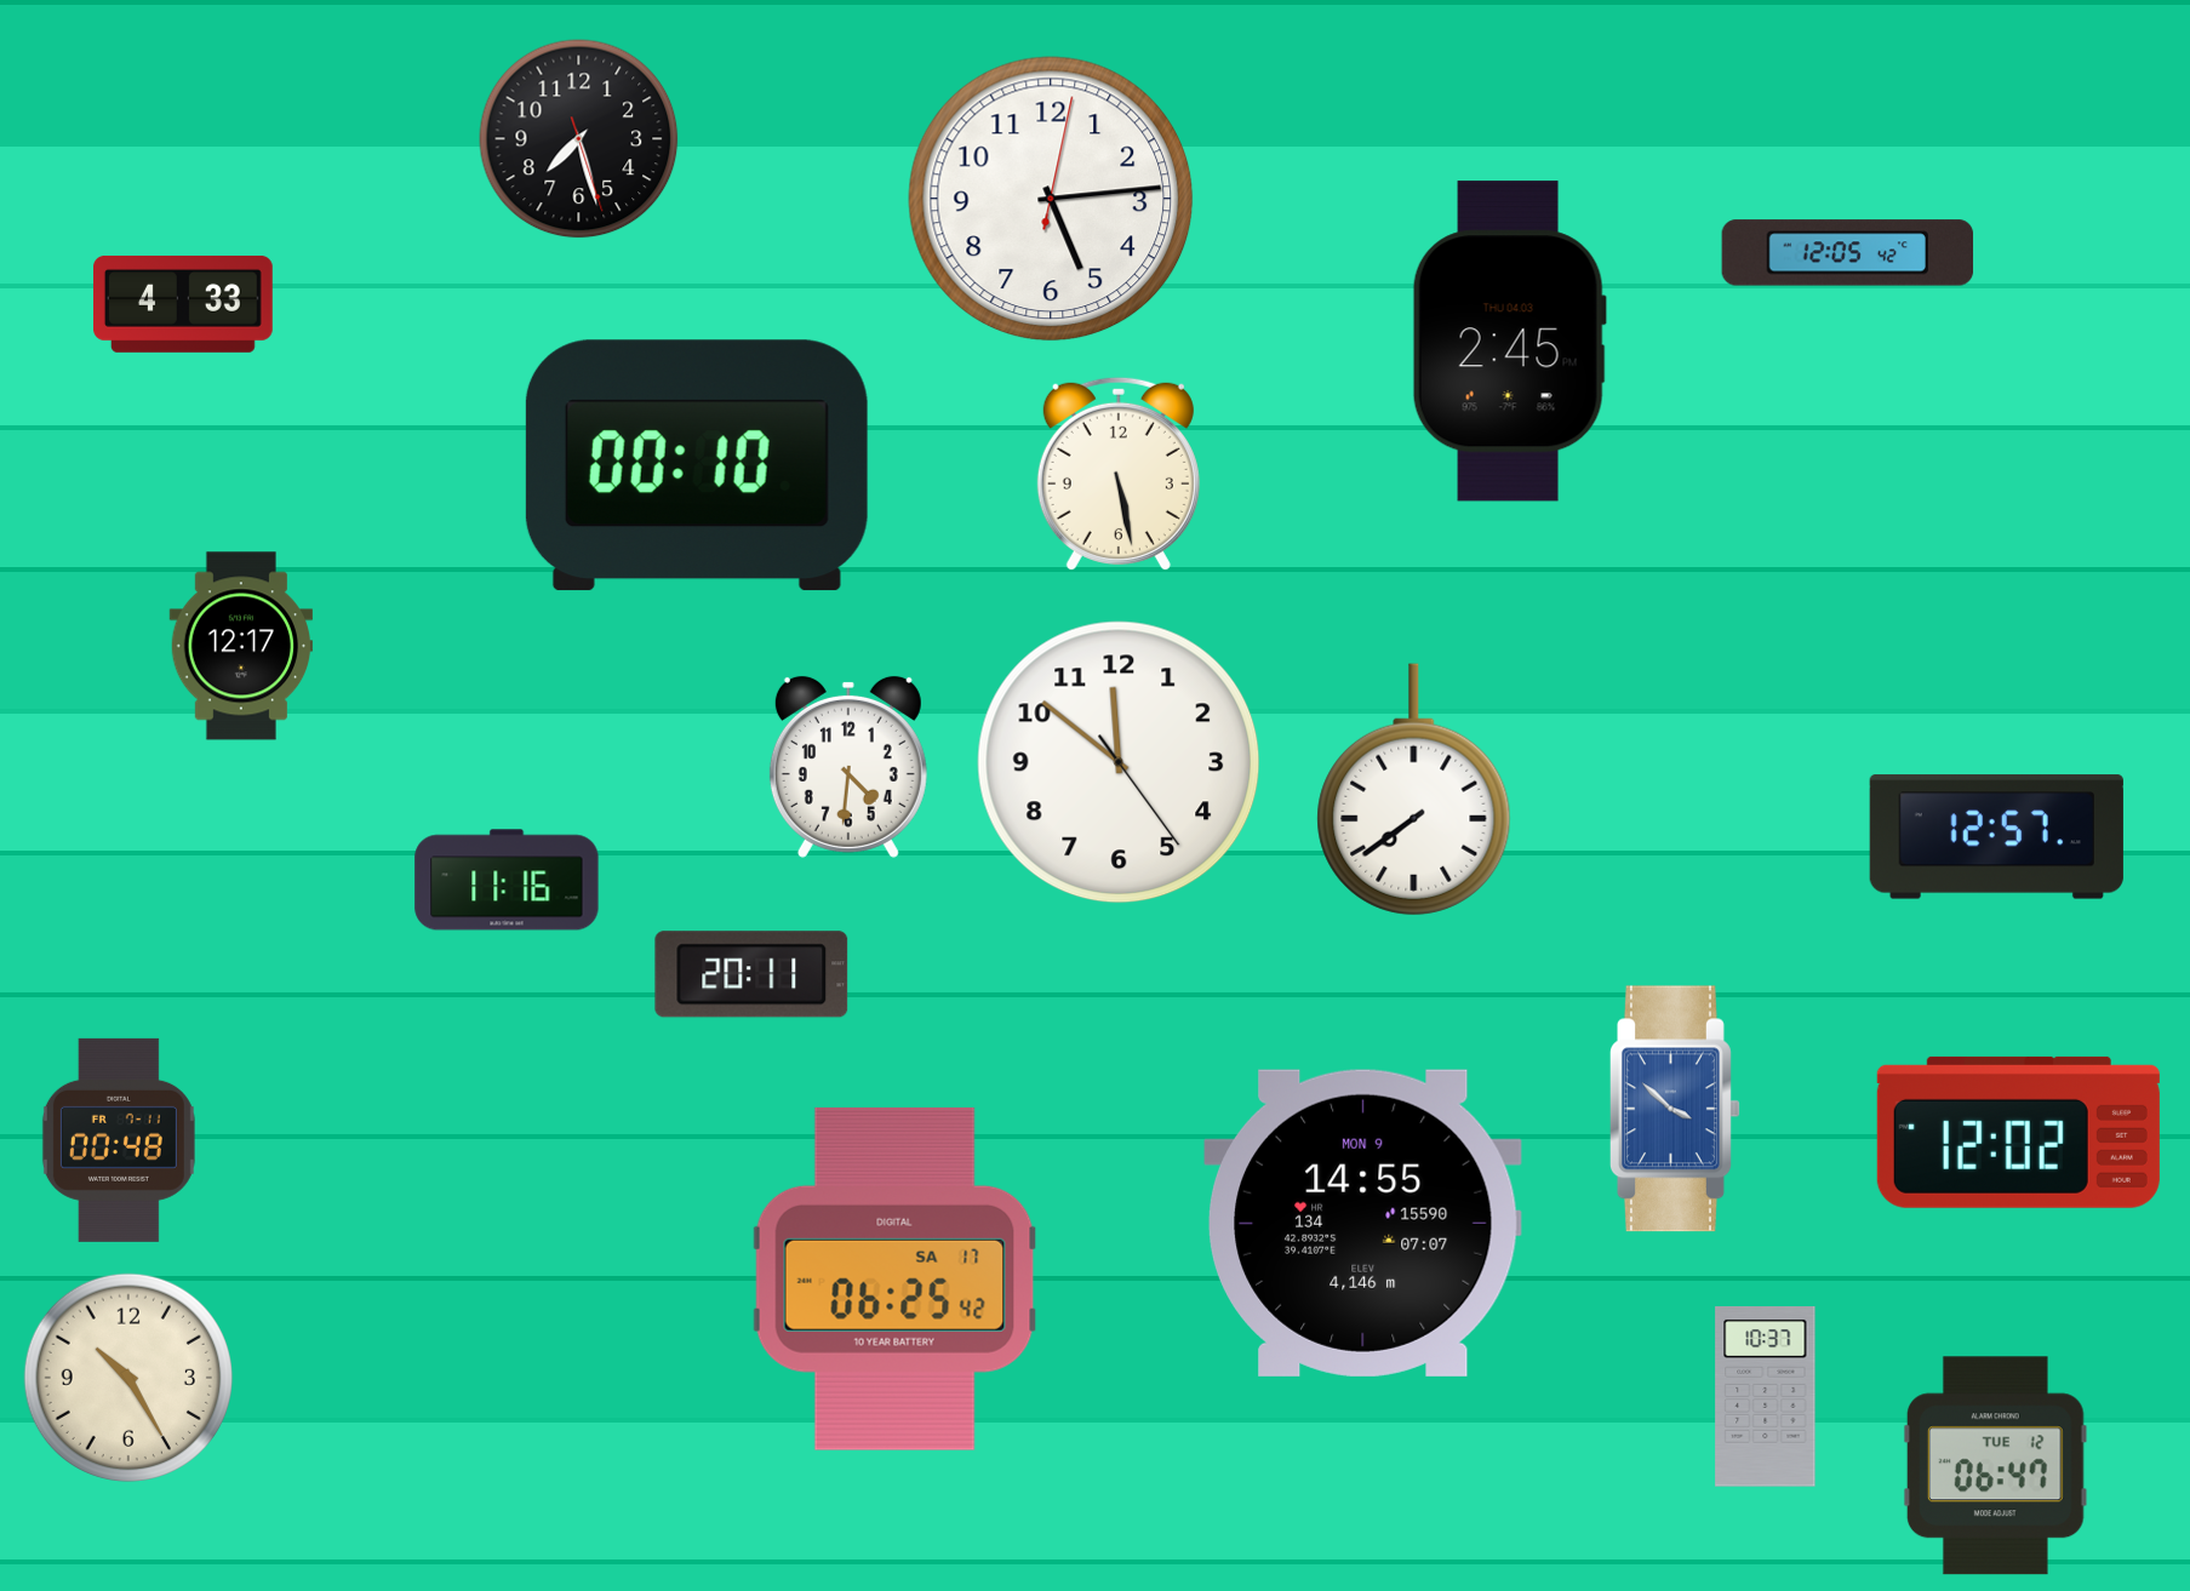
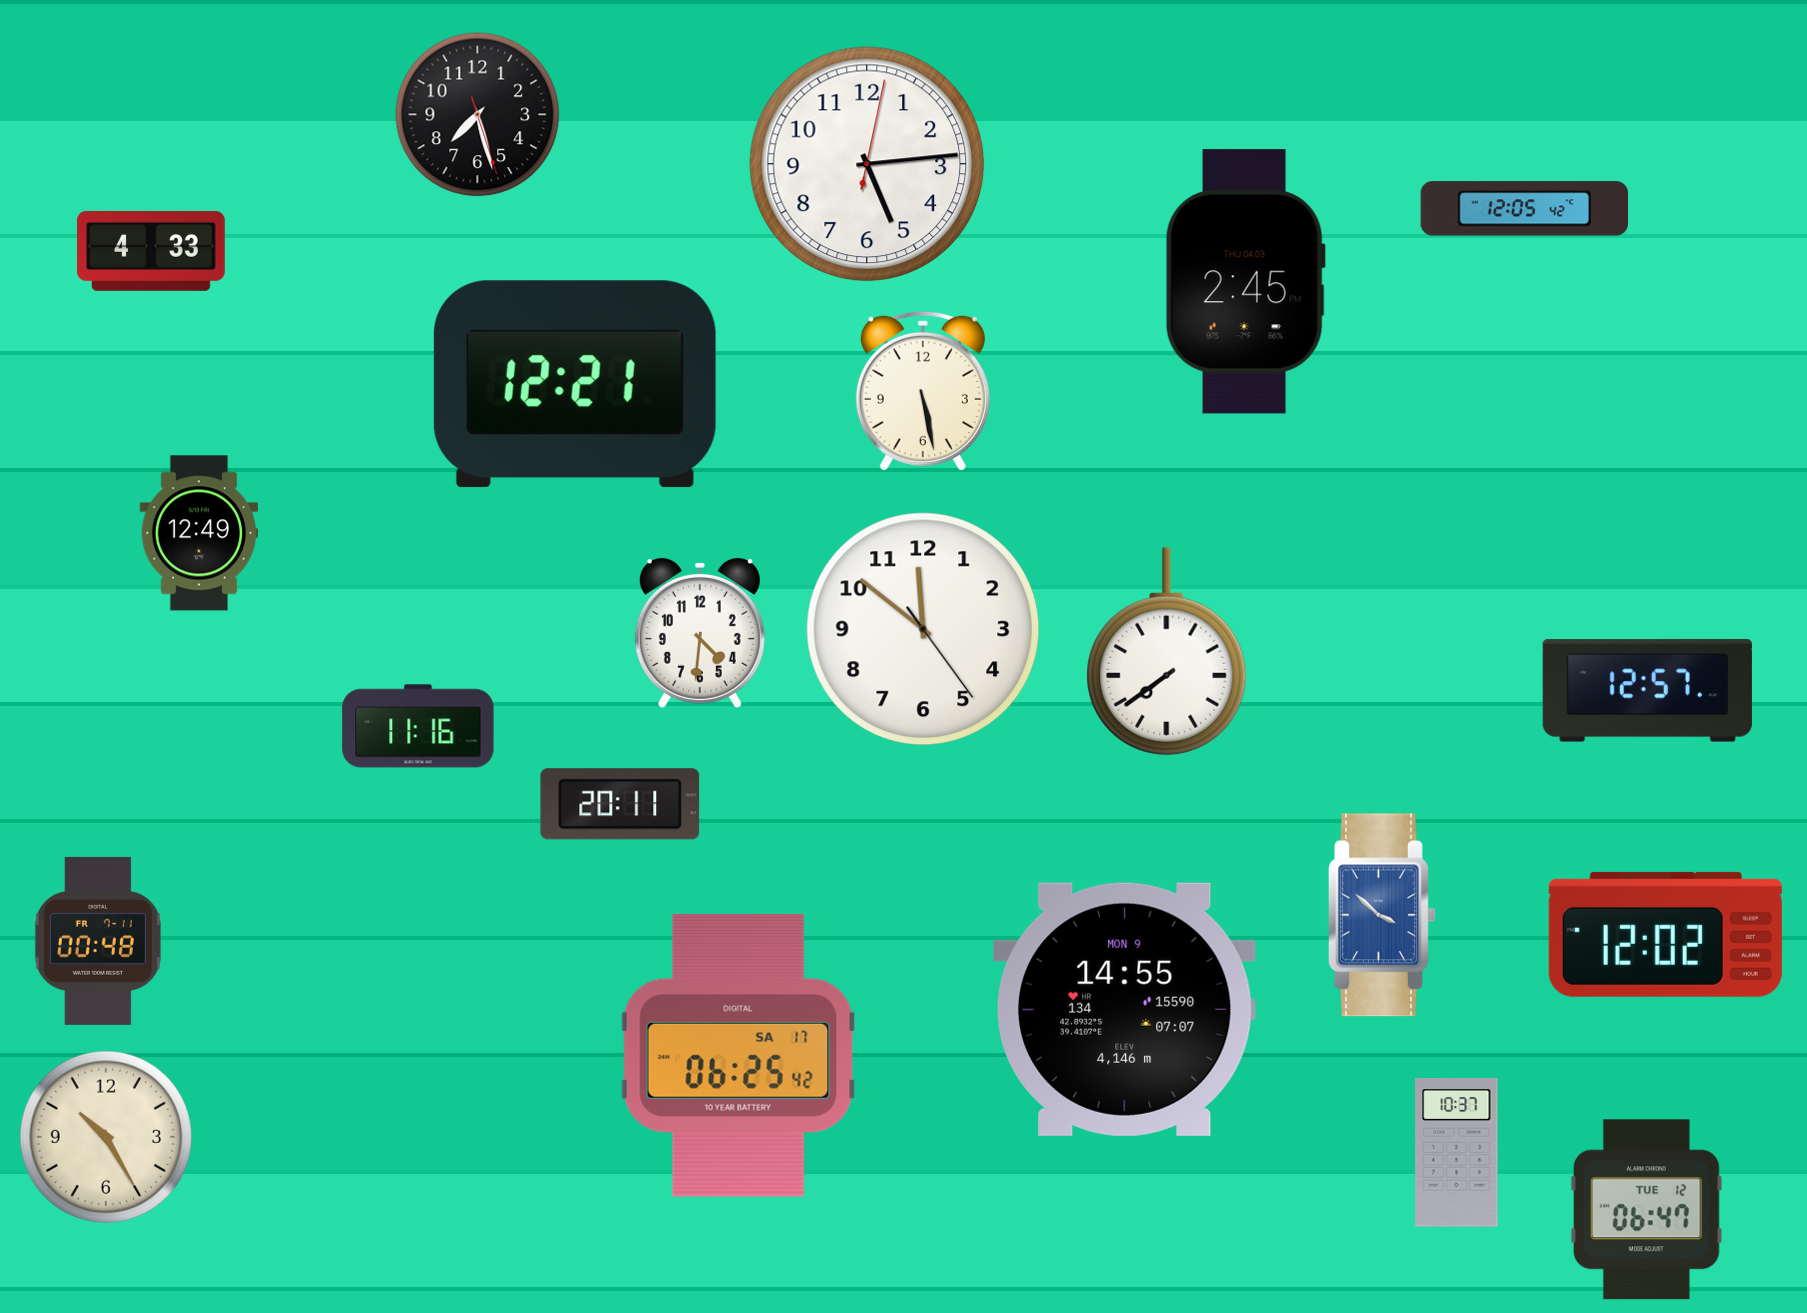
clock at (697, 465): 00:10 -> 12:21
clock at (240, 646): 12:17 -> 12:49
